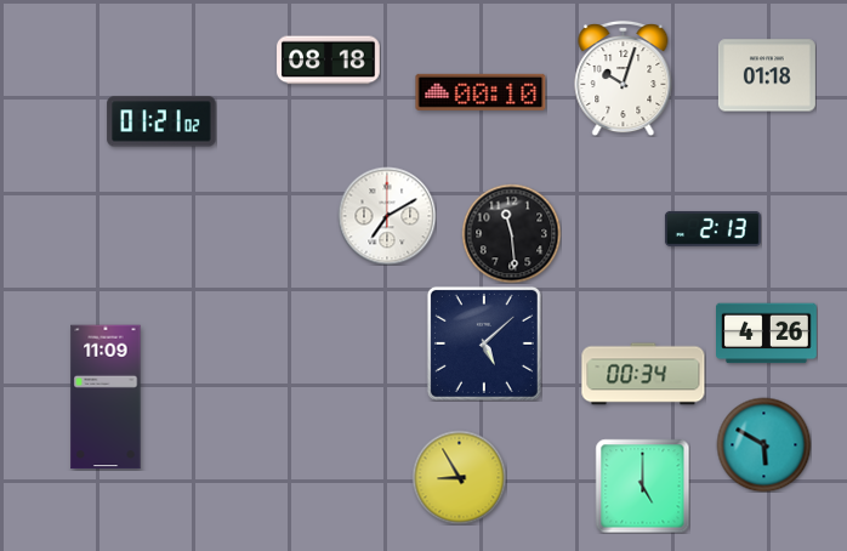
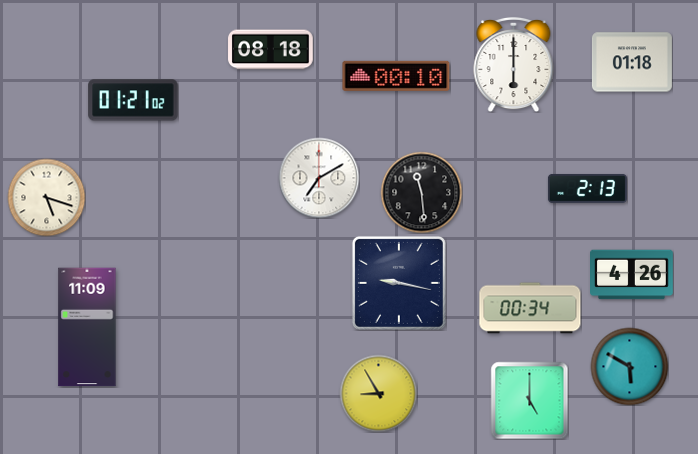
clock at (624, 78): 10:03 -> 6:00
clock at (46, 197): none -> 5:18
clock at (484, 343): 5:08 -> 9:17
